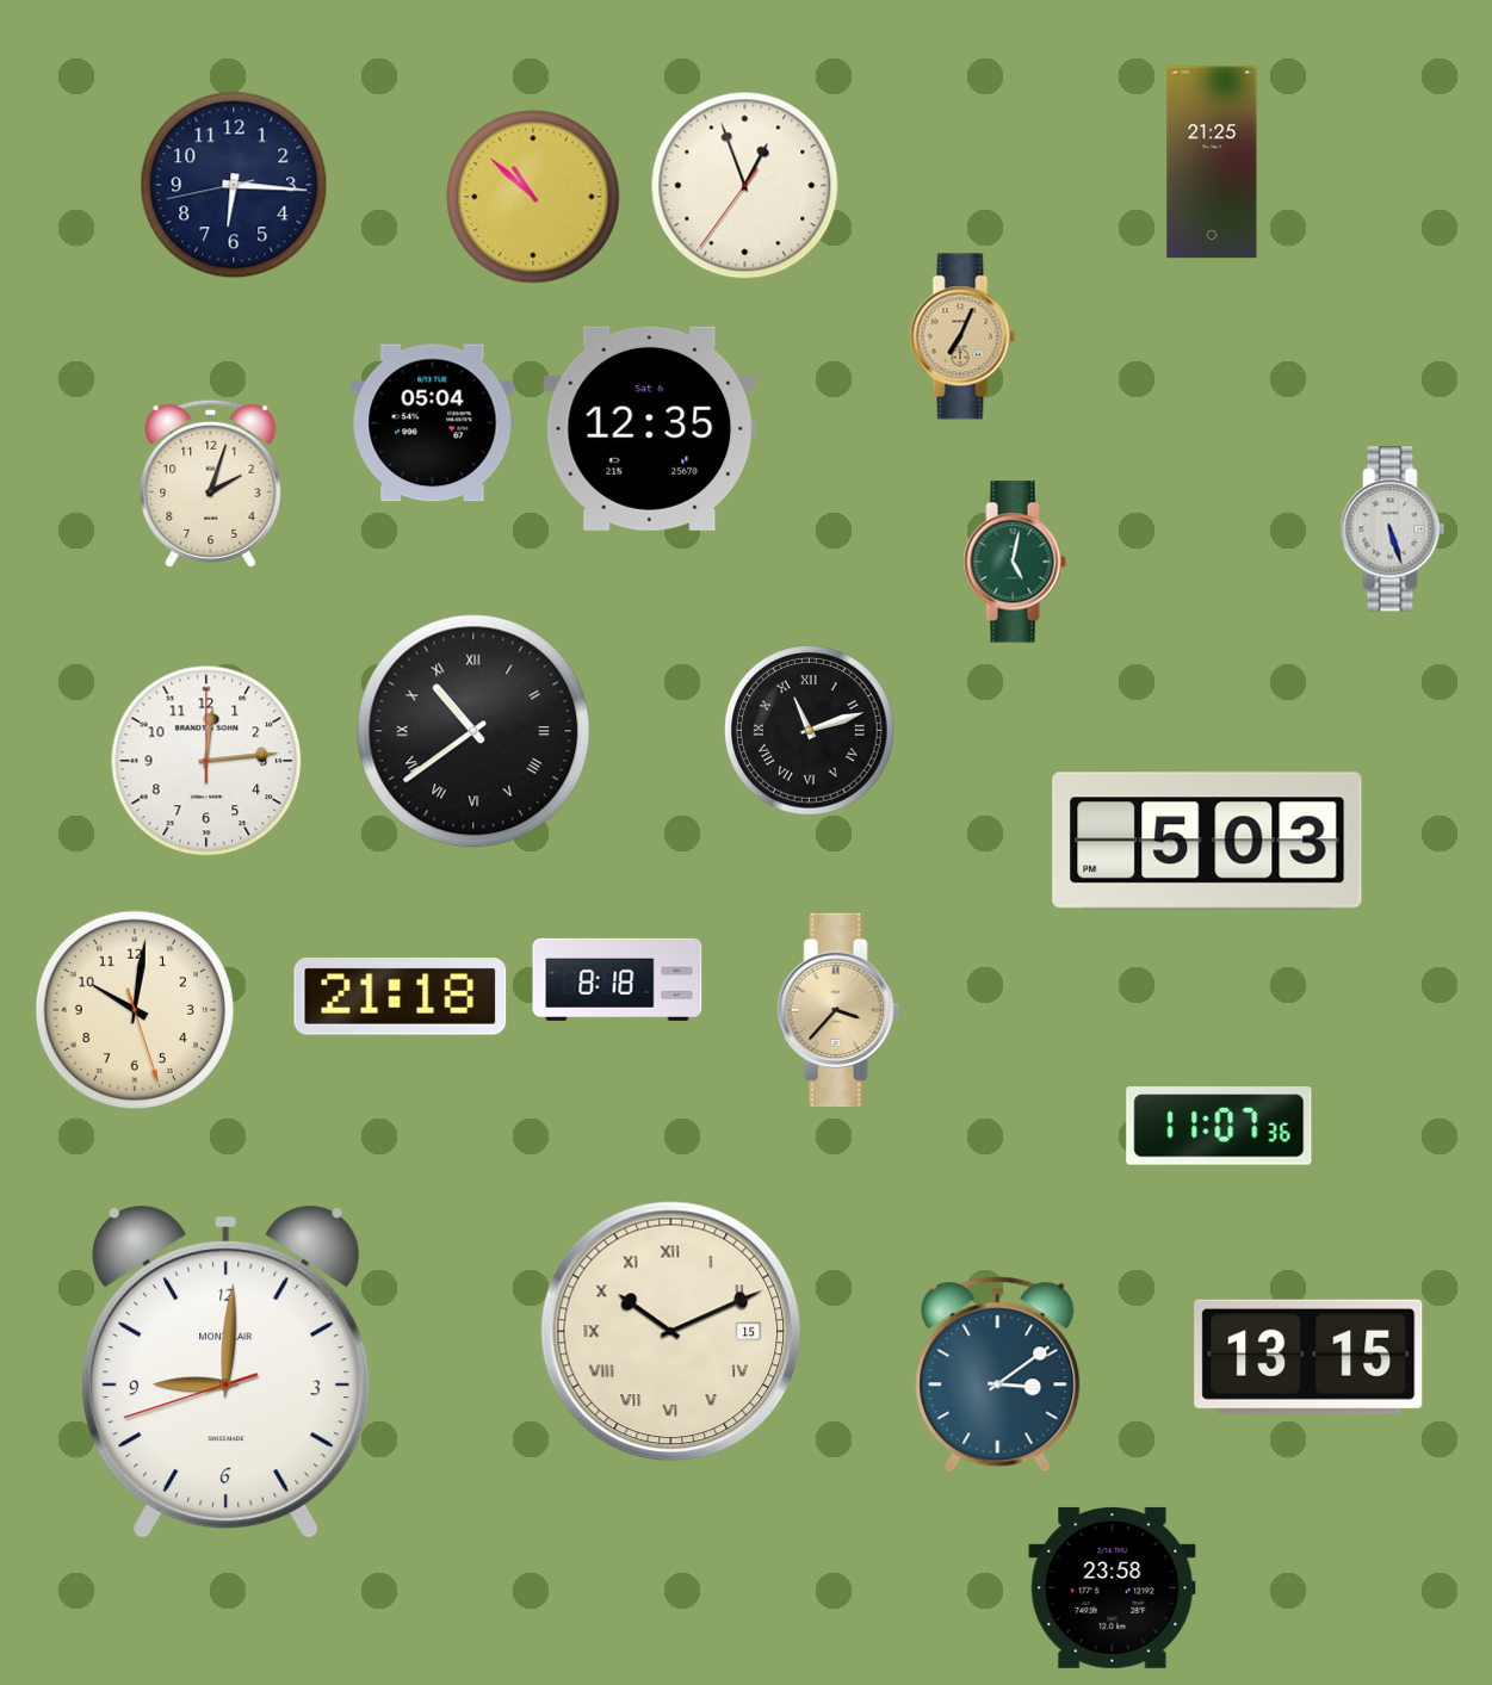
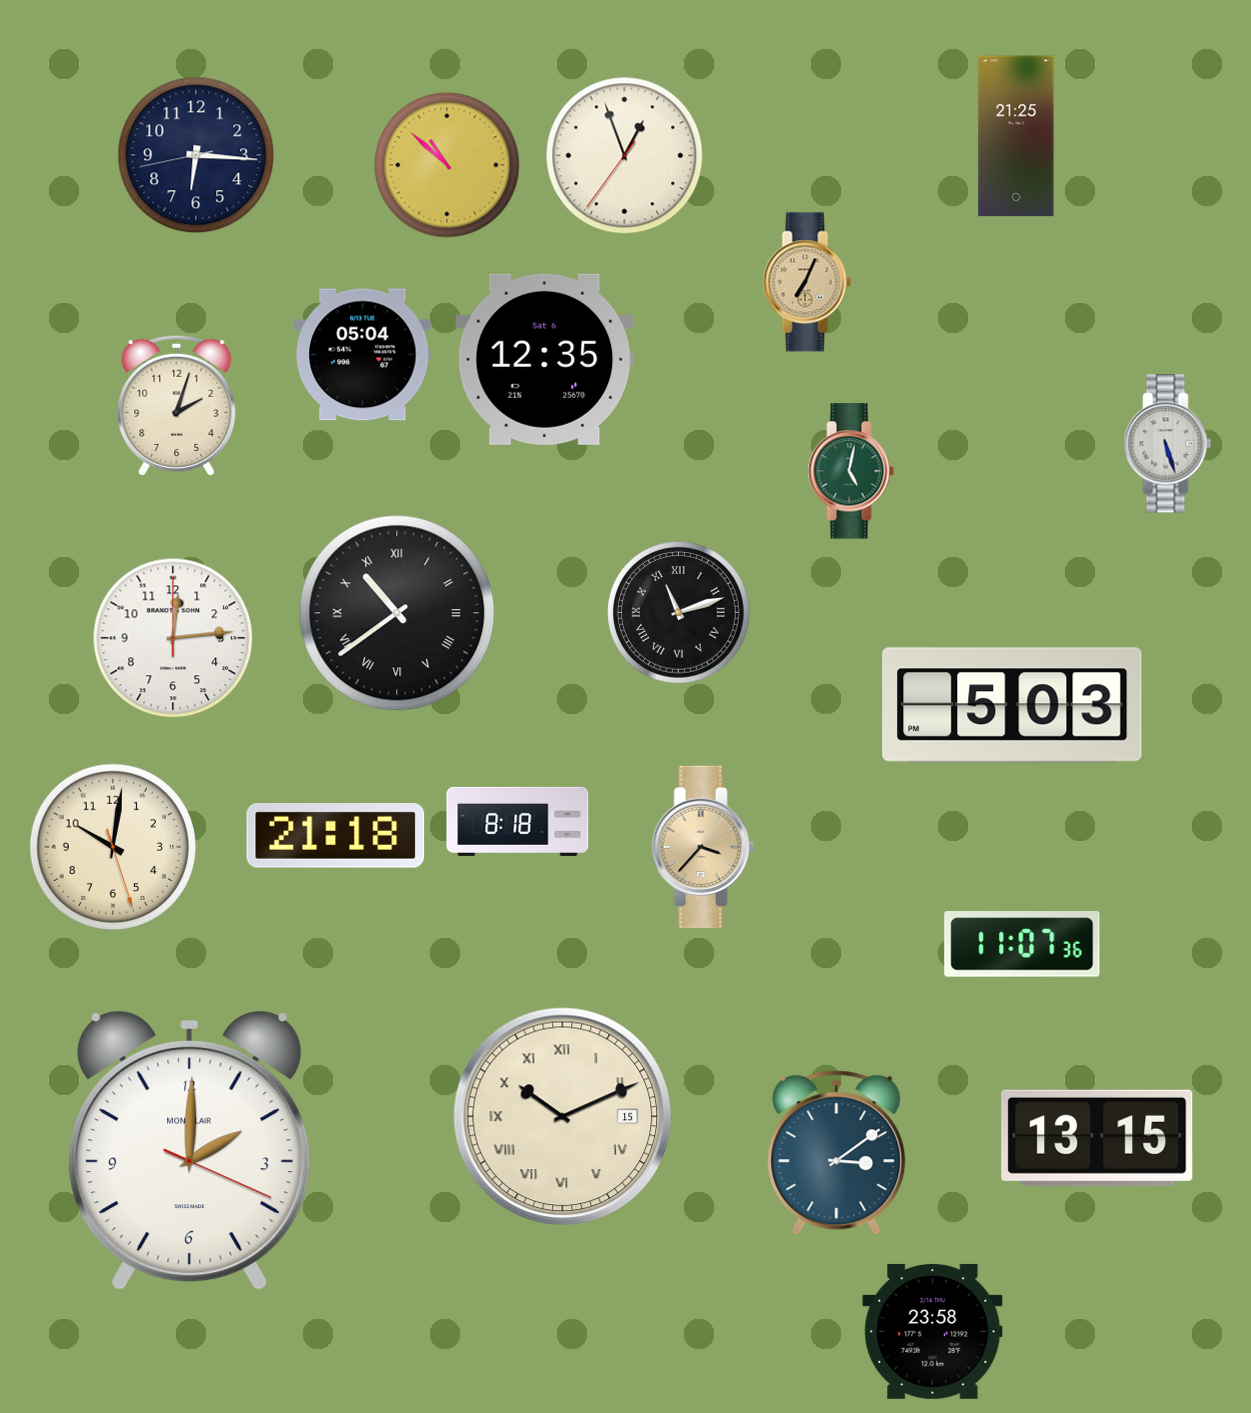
clock at (227, 1373): 9:00 -> 2:00
